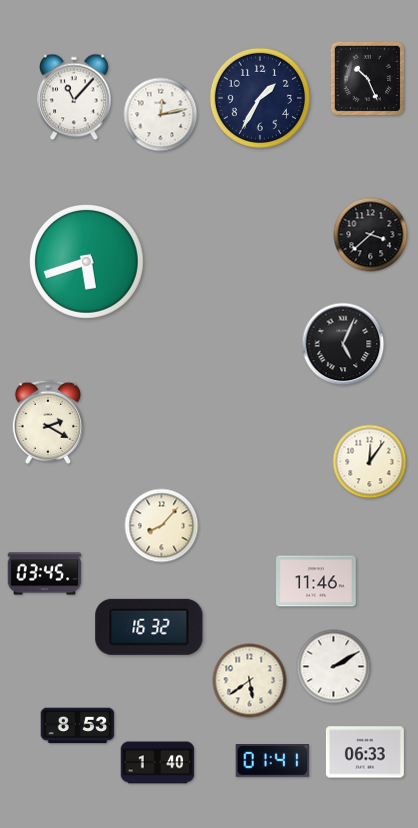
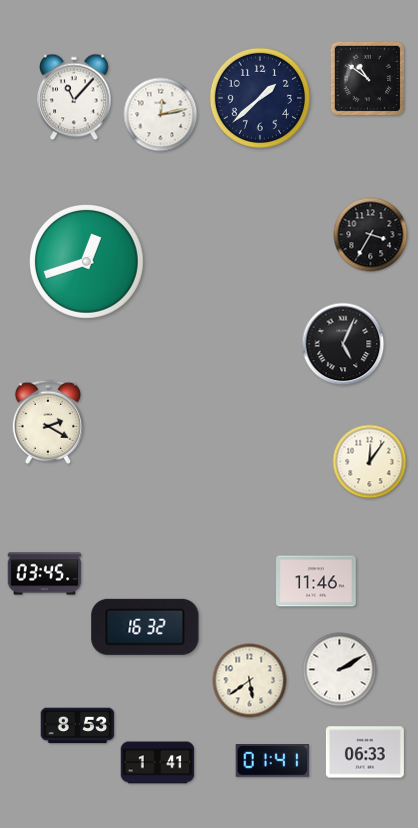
clock at (368, 79): 10:26 -> 10:51
clock at (260, 98): 1:35 -> 1:38
clock at (371, 235): 3:38 -> 3:35
clock at (87, 262): 5:42 -> 12:42
clock at (162, 526): 8:07 -> none
clock at (149, 627) position: (149, 627) -> (145, 627)
clock at (334, 667) position: (334, 667) -> (340, 670)
clock at (158, 763): 1:40 -> 1:41
